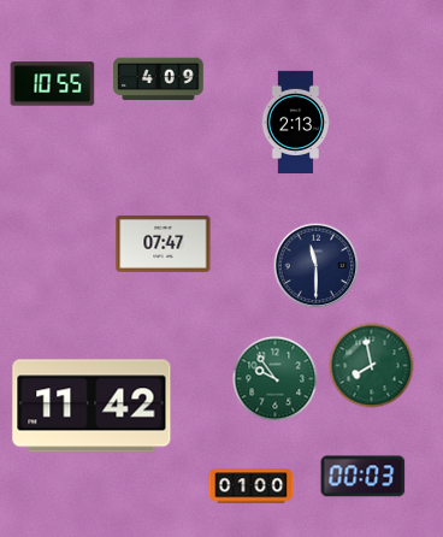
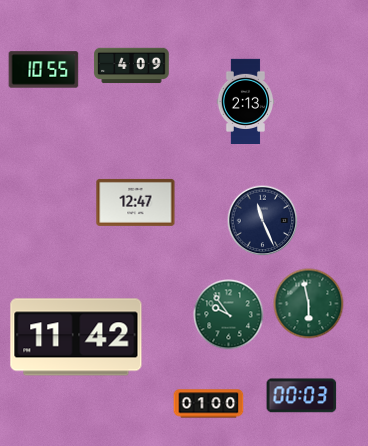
clock at (164, 243): 07:47 -> 12:47
clock at (317, 266): 11:30 -> 11:26
clock at (372, 366): 7:58 -> 5:58
